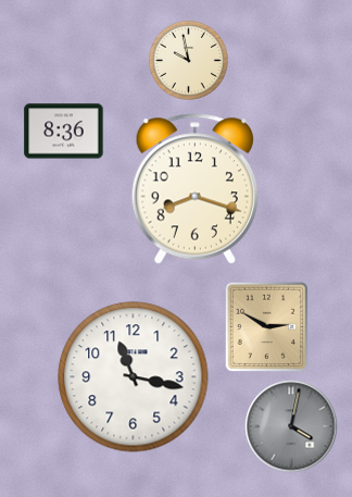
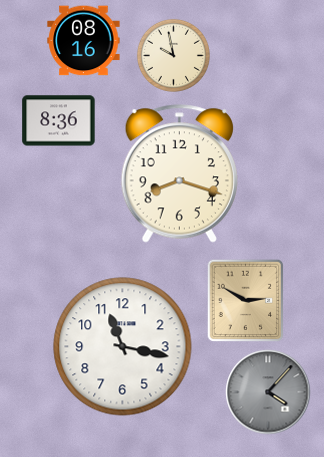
clock at (84, 41): none -> 08:16
clock at (291, 426): 4:02 -> 4:07
